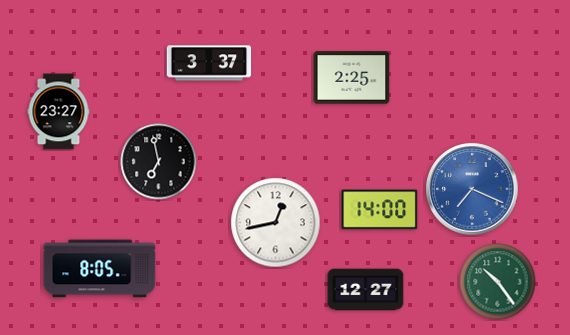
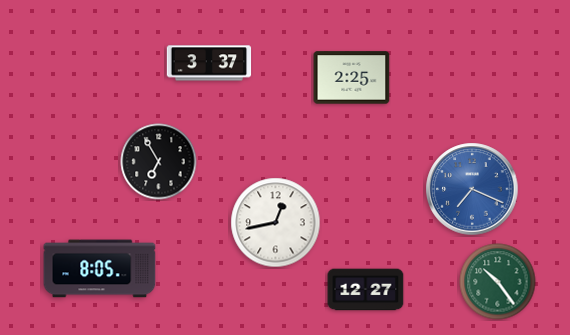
clock at (59, 112): 23:27 -> none
clock at (159, 162): 6:58 -> 6:55
clock at (380, 210): 14:00 -> none
